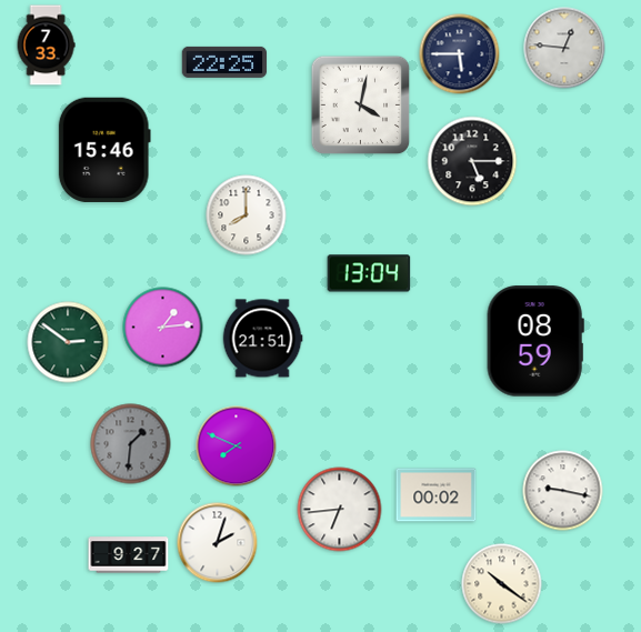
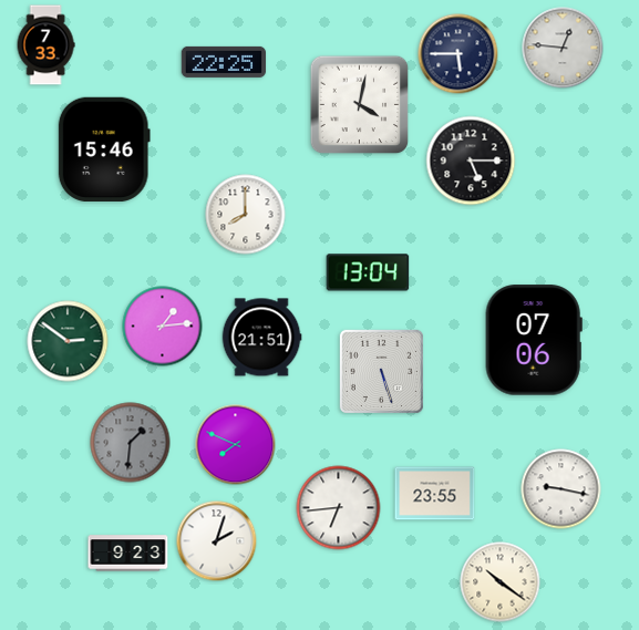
clock at (535, 341): 08:59 -> 07:06
clock at (381, 371): none -> 5:27
clock at (437, 495): 00:02 -> 23:55
clock at (129, 555): 9:27 -> 9:23
